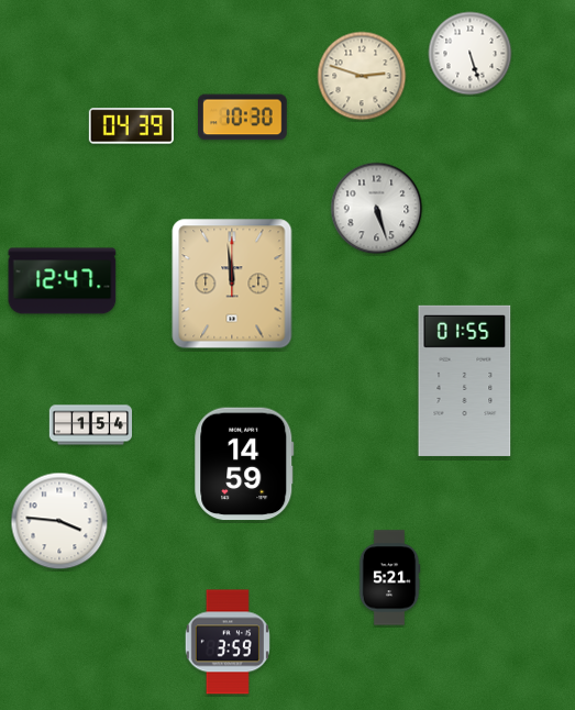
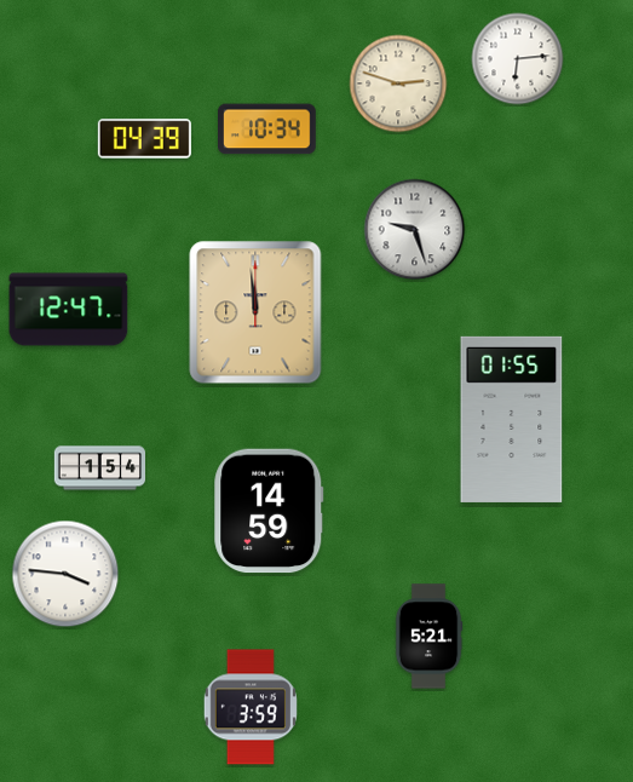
clock at (471, 54): 5:27 -> 6:14
clock at (243, 118): 10:30 -> 10:34
clock at (377, 209): 5:27 -> 9:27
